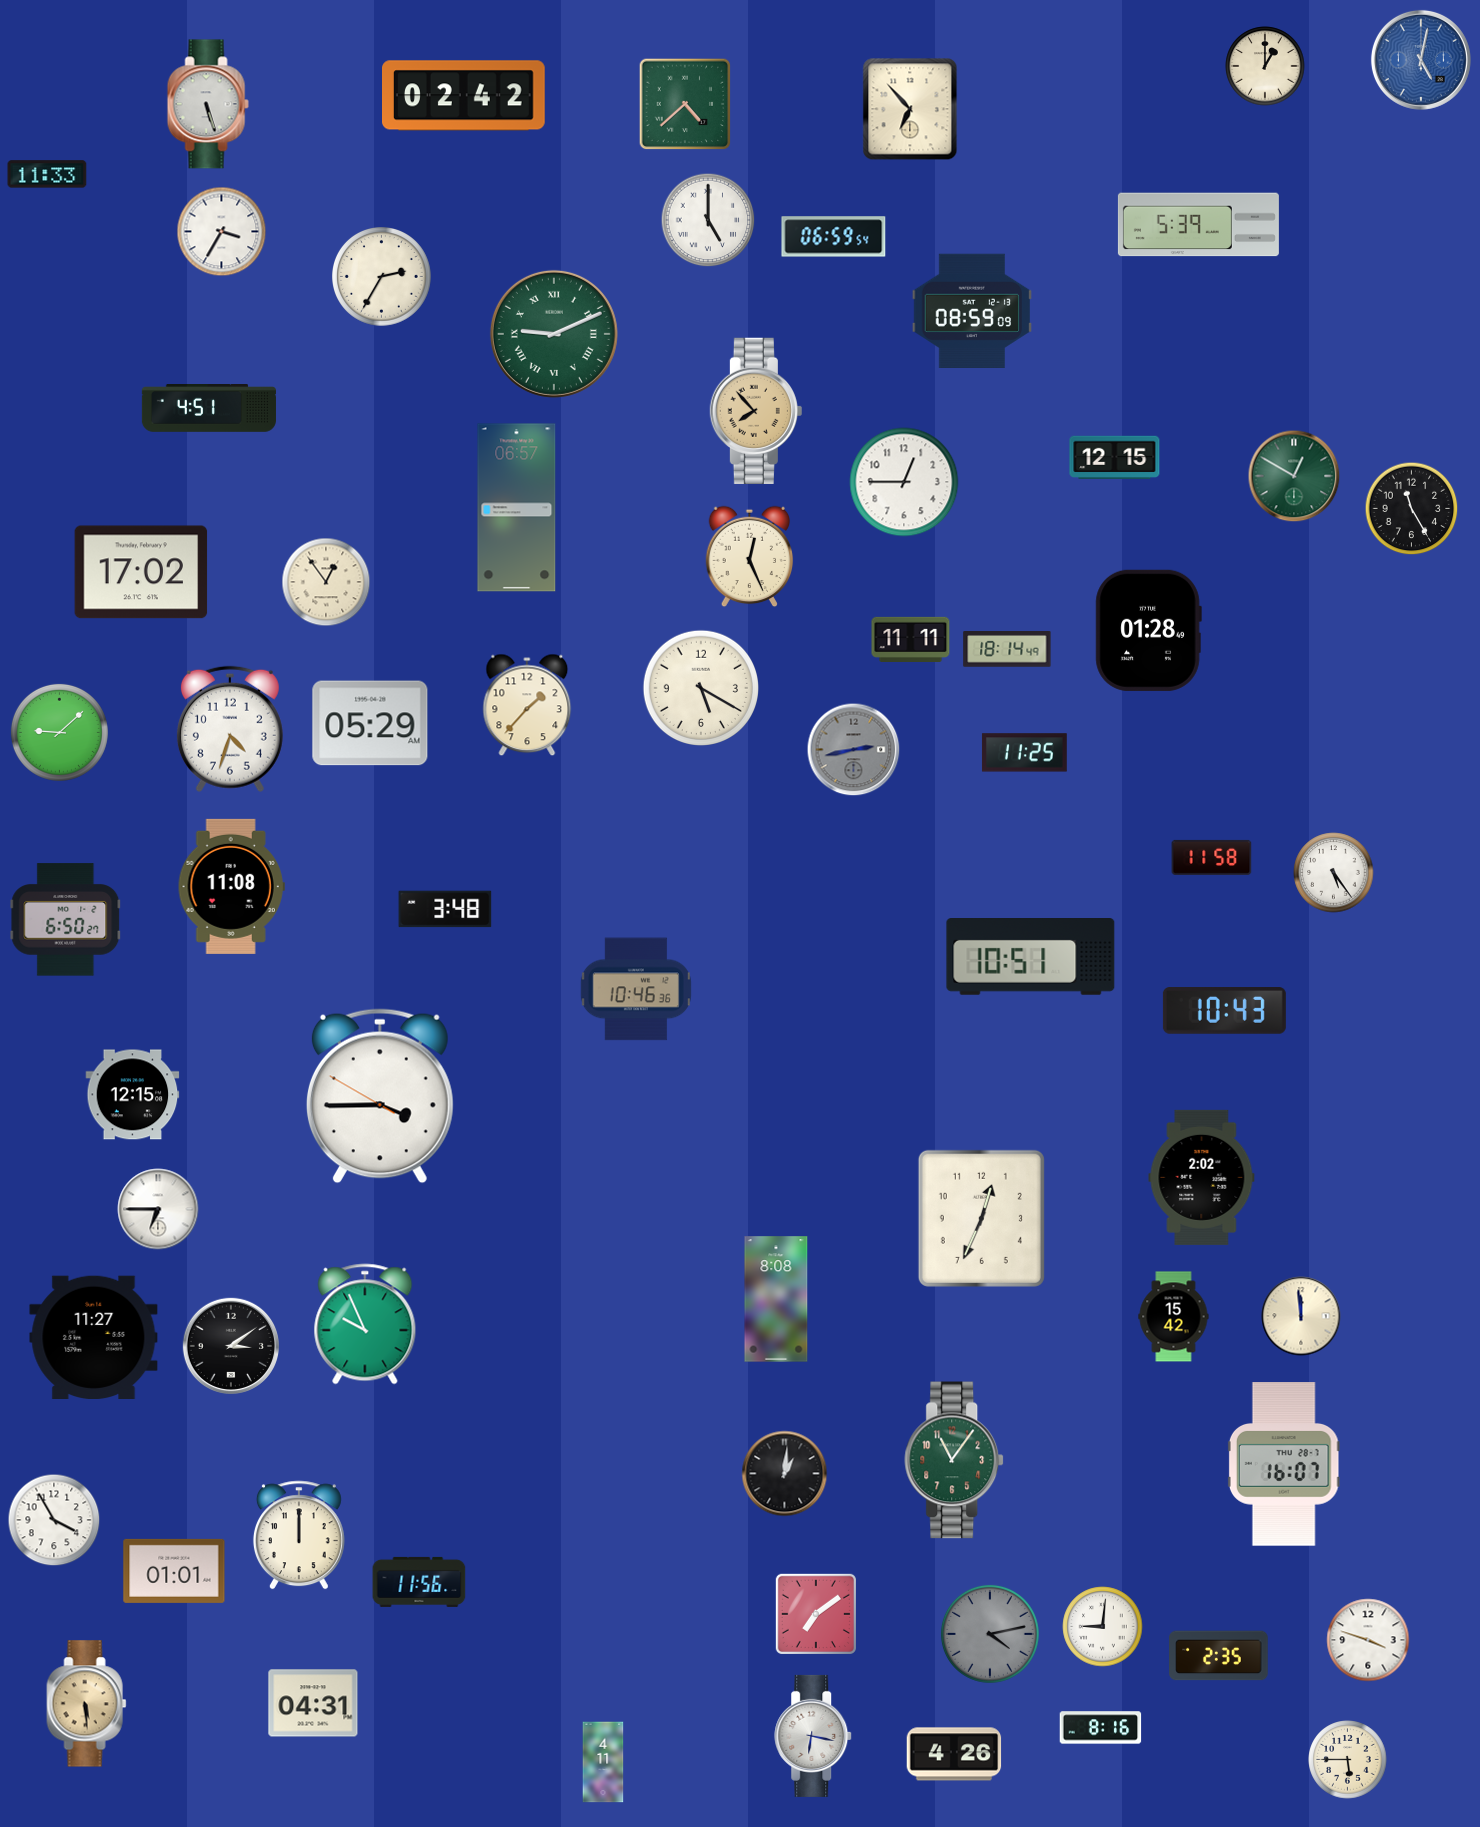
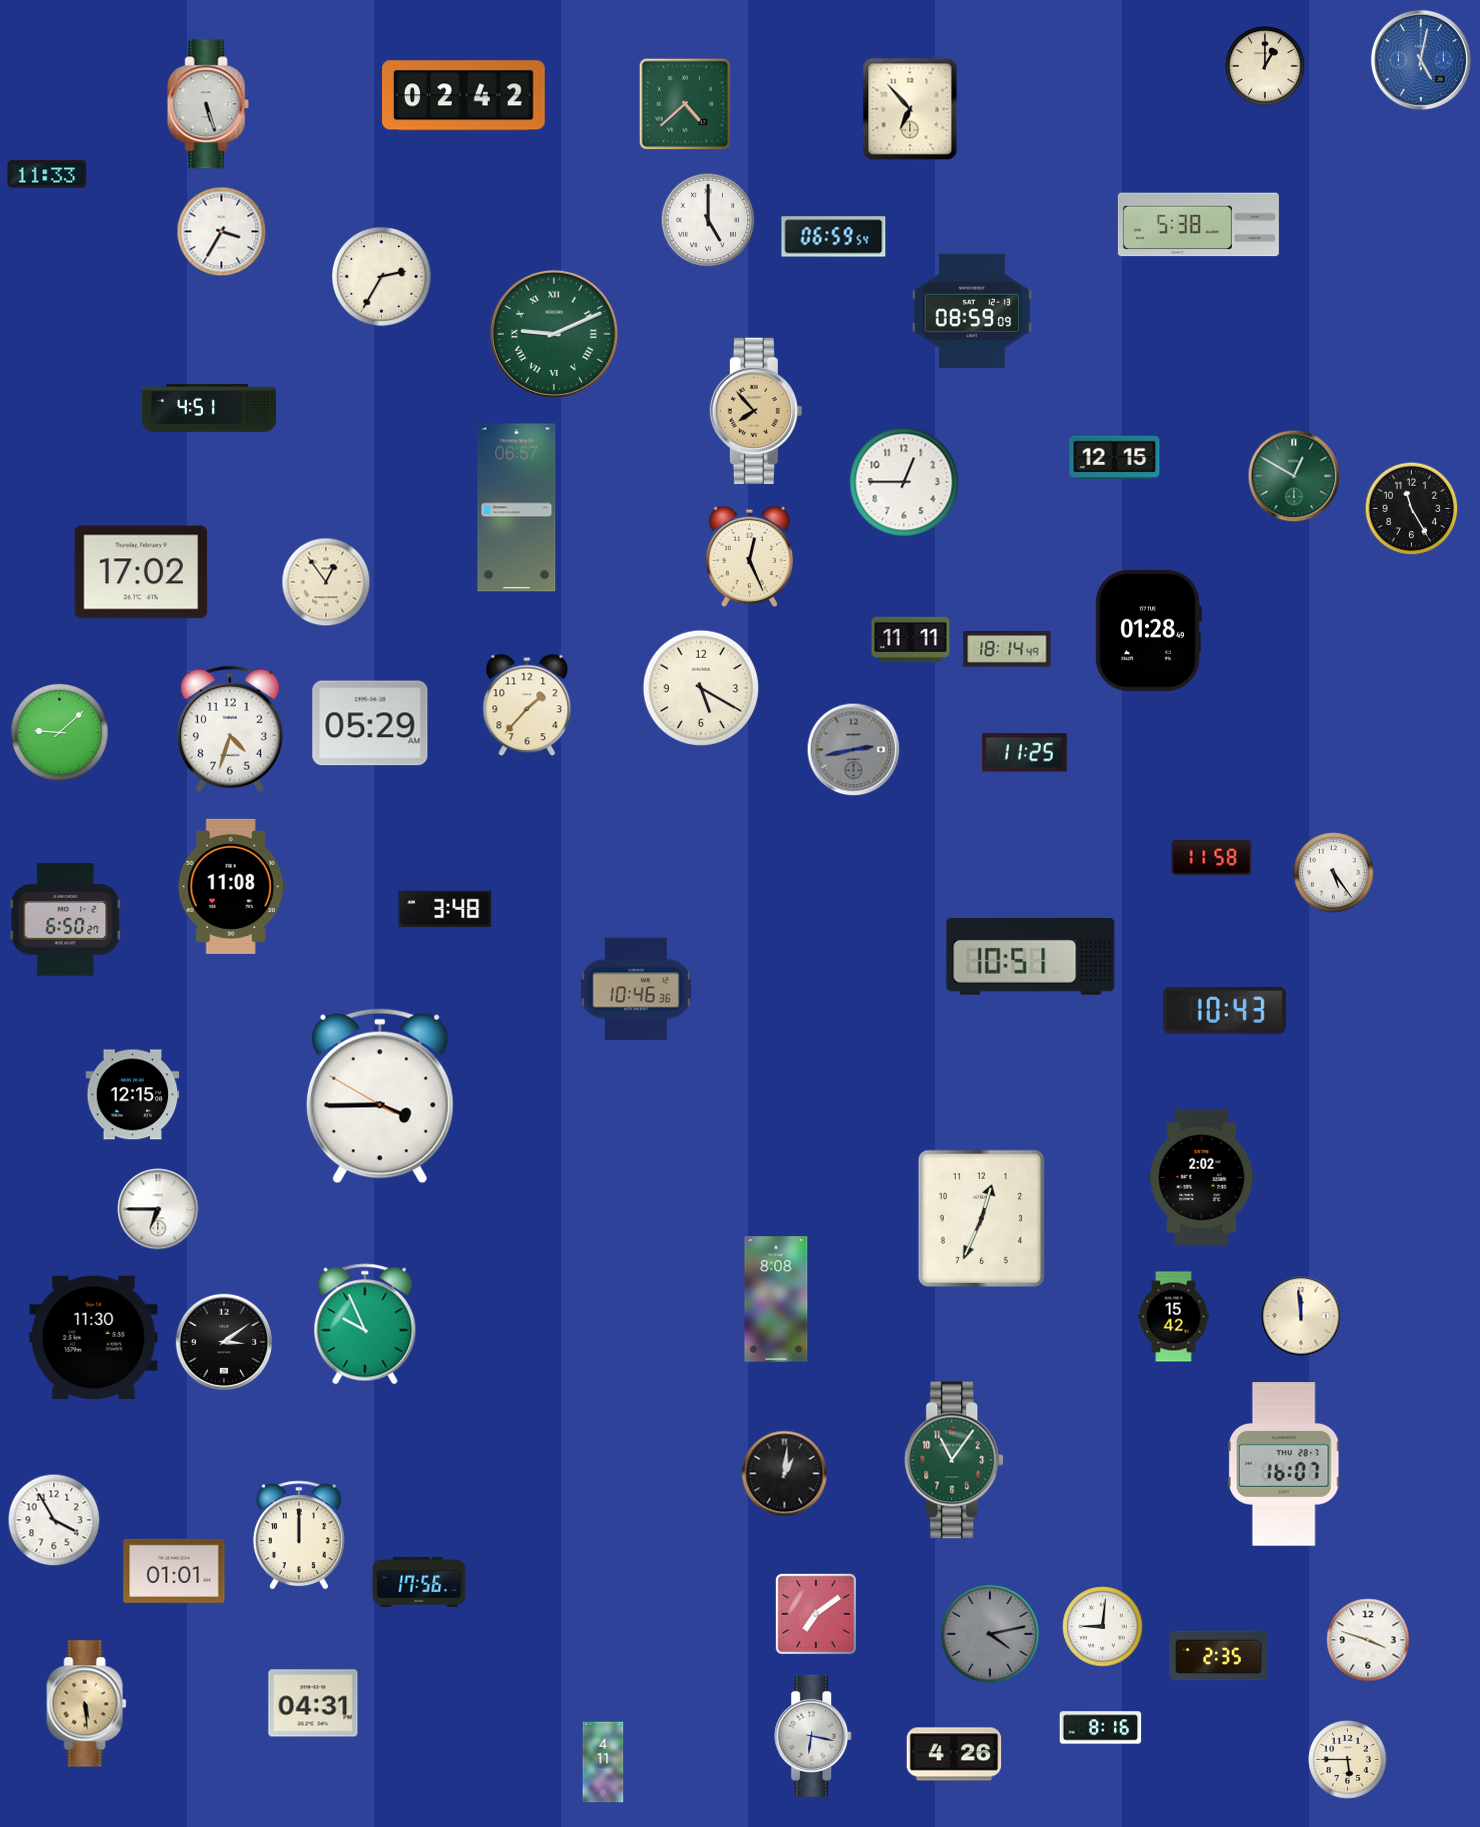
clock at (1198, 225): 5:39 -> 5:38
clock at (94, 1337): 11:27 -> 11:30
clock at (230, 1345) position: (230, 1345) -> (223, 1341)
clock at (419, 1582): 11:56 -> 17:56
